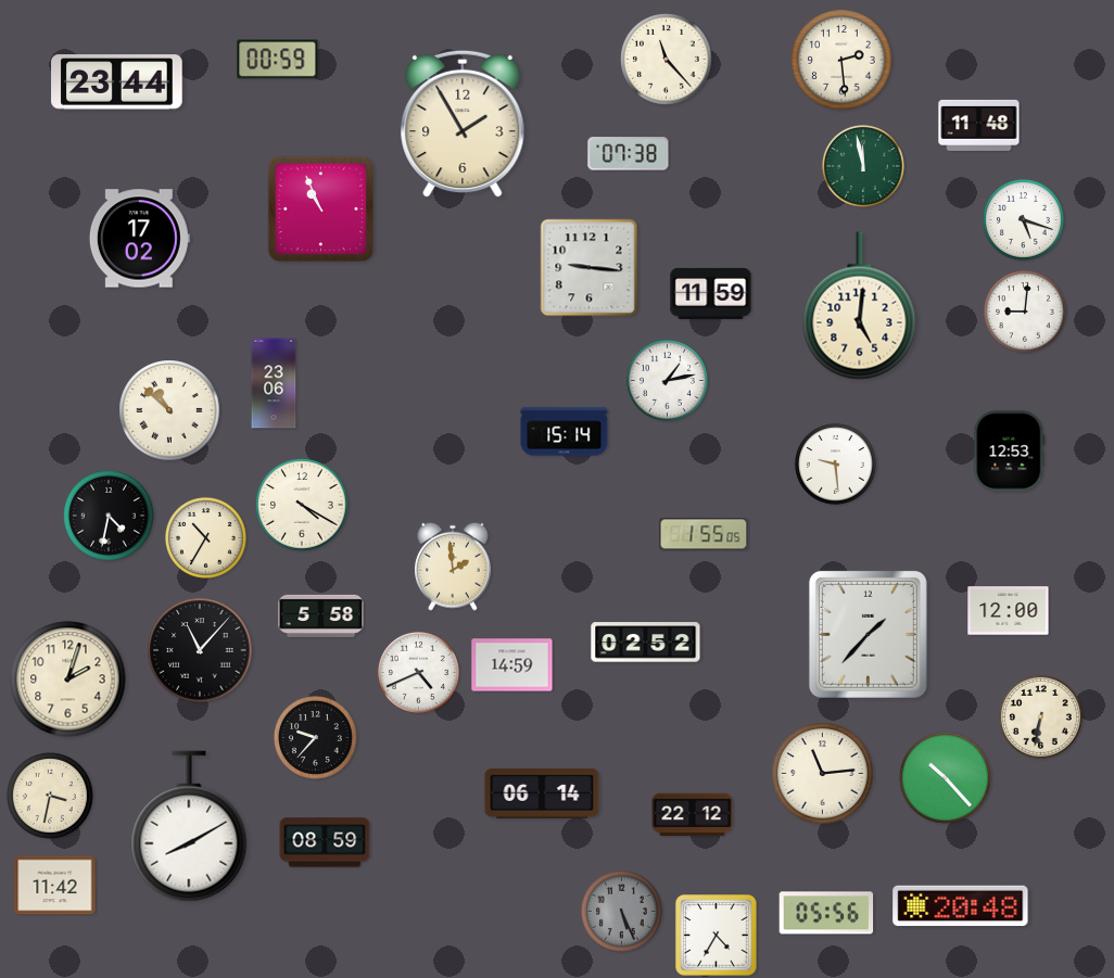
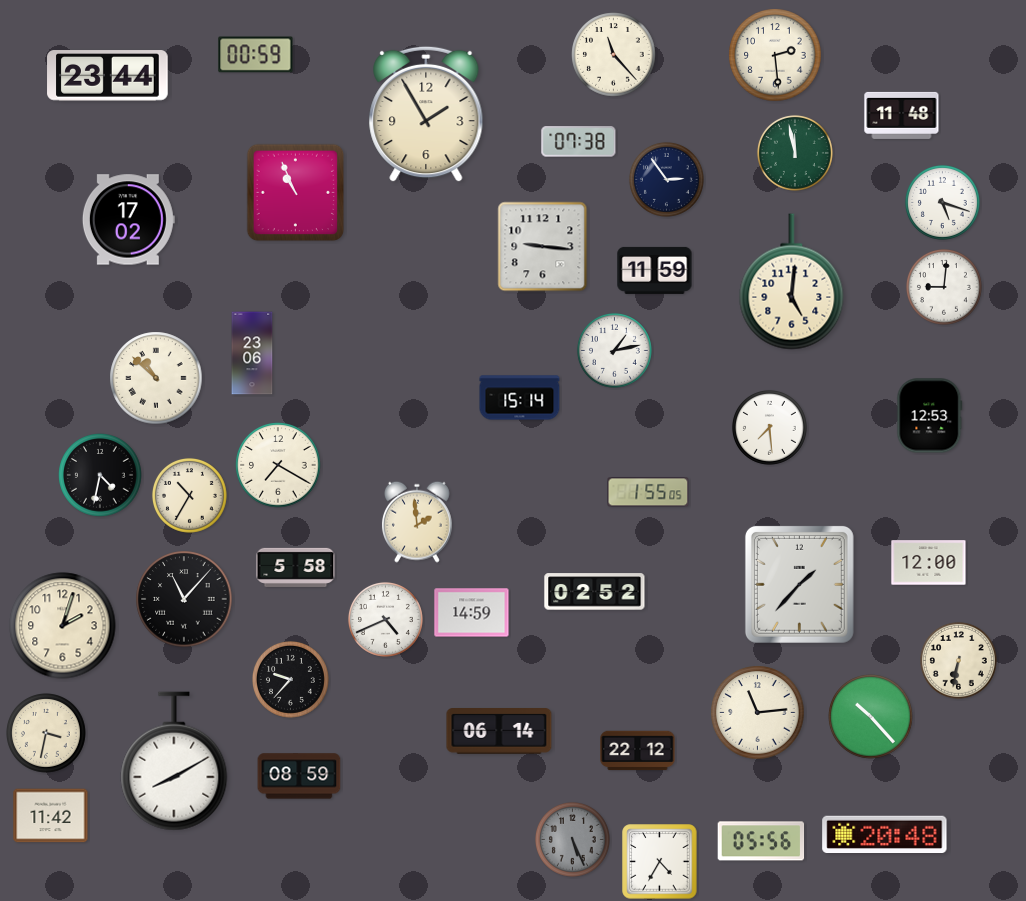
clock at (666, 179): none -> 2:54
clock at (835, 463): 9:29 -> 7:29
clock at (302, 505): 4:20 -> 7:20
